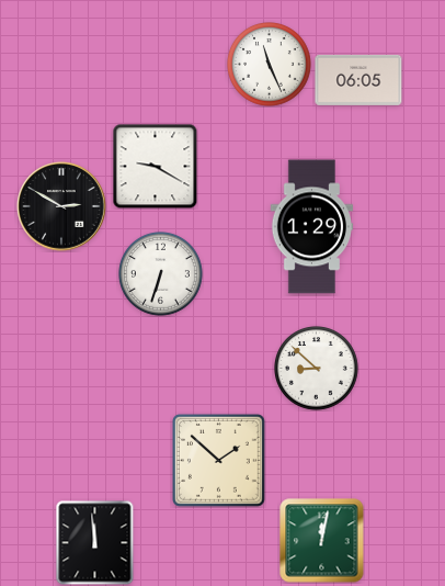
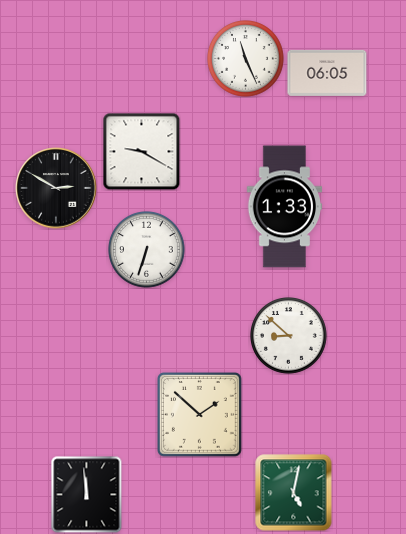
clock at (312, 227): 1:29 -> 1:33
clock at (218, 460) position: (218, 460) -> (199, 414)
clock at (322, 541): 12:02 -> 5:02
